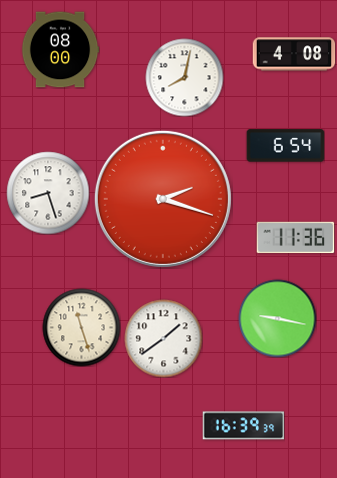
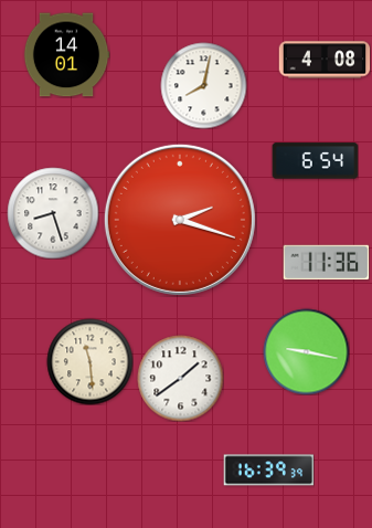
clock at (60, 50): 08:00 -> 14:01
clock at (81, 327): 11:27 -> 11:29
clock at (163, 338) position: (163, 338) -> (180, 378)
